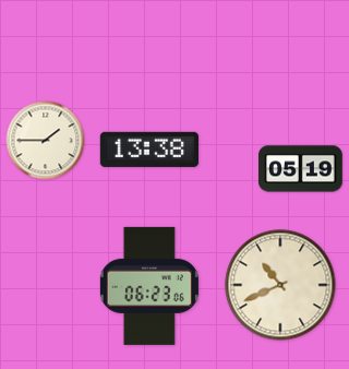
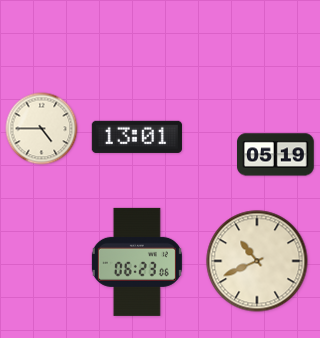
clock at (46, 141): 1:45 -> 4:45
clock at (149, 150): 13:38 -> 13:01
